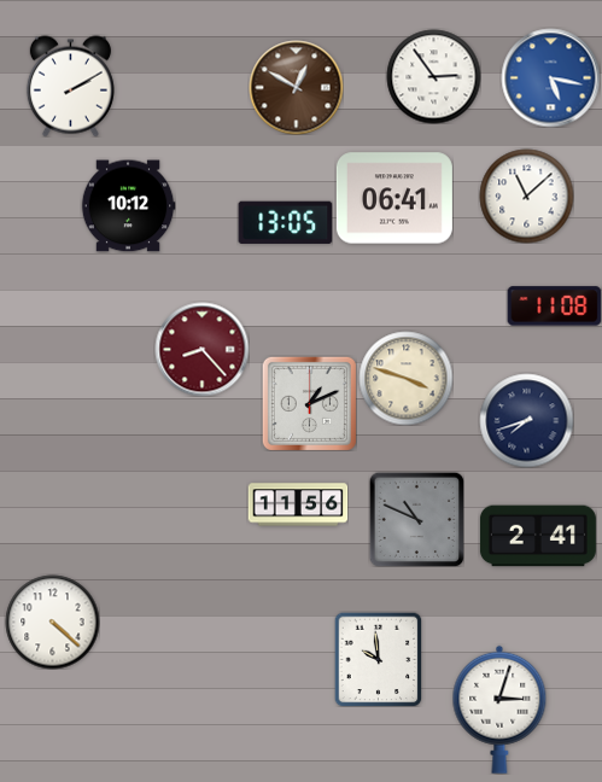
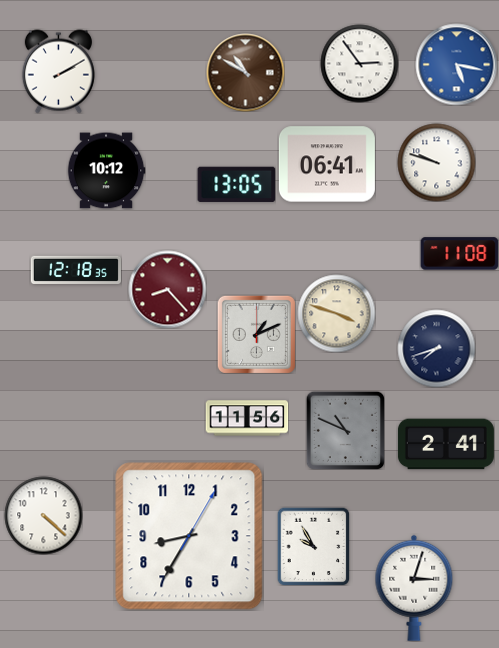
clock at (296, 87): 12:50 -> 10:50
clock at (526, 195): 11:08 -> 9:48
clock at (76, 269): none -> 12:18
clock at (189, 536): none -> 8:35
clock at (379, 659): 9:59 -> 9:55
